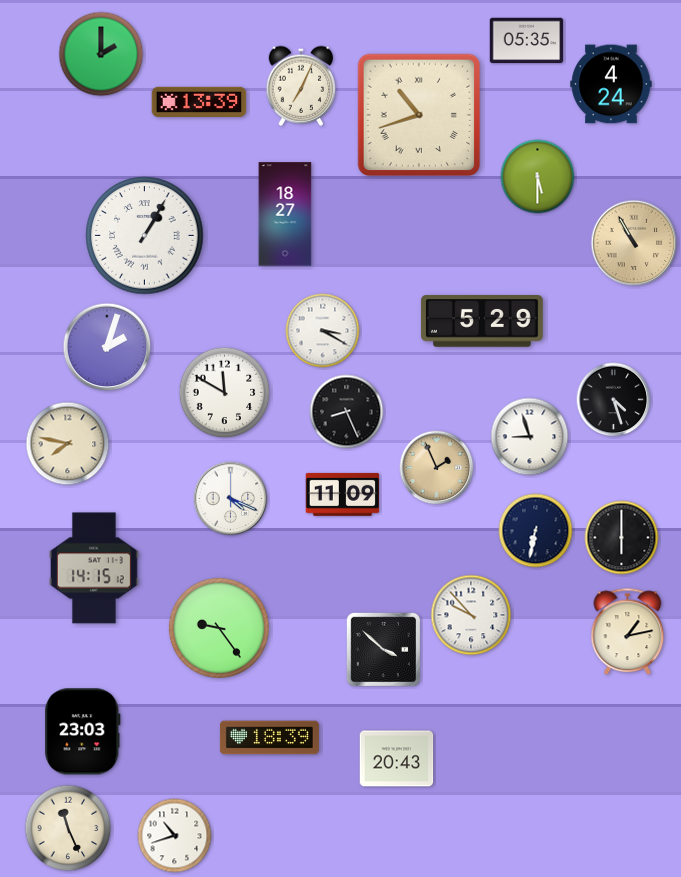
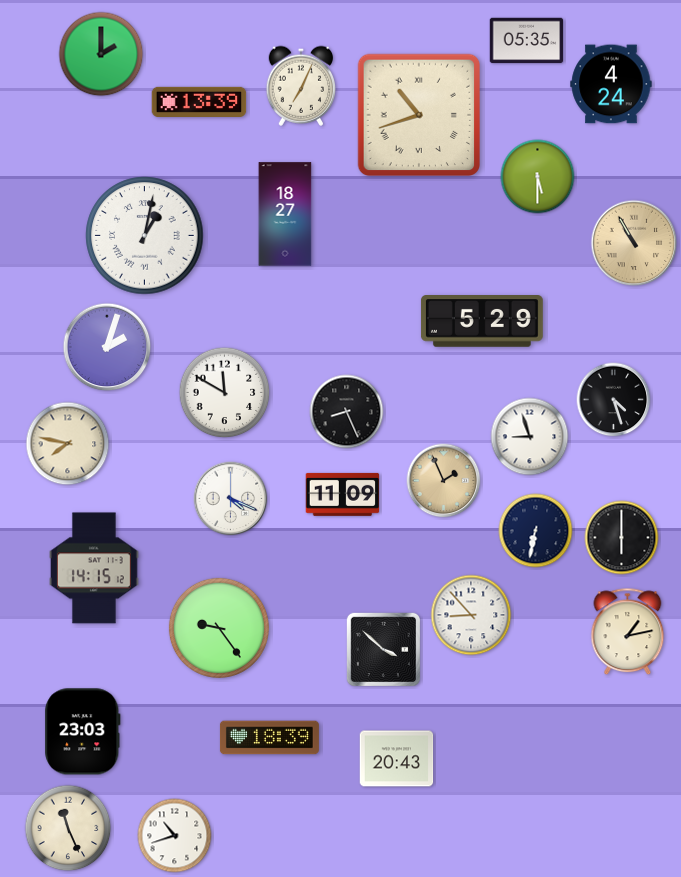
clock at (145, 236): 1:05 -> 1:02
clock at (323, 331): 3:20 -> none
clock at (437, 468) position: (437, 468) -> (444, 481)
clock at (471, 615): 9:53 -> 8:53
